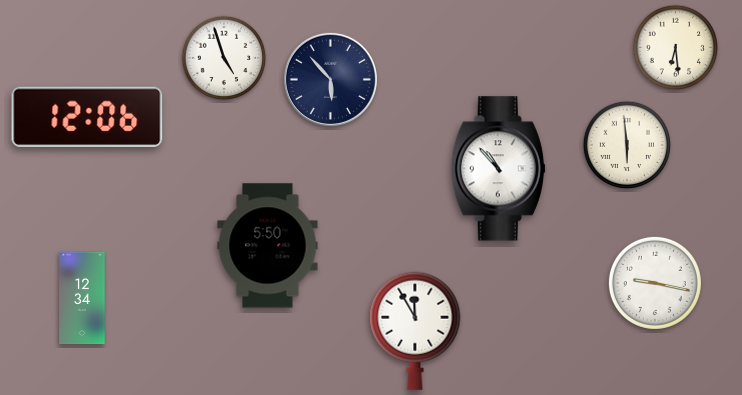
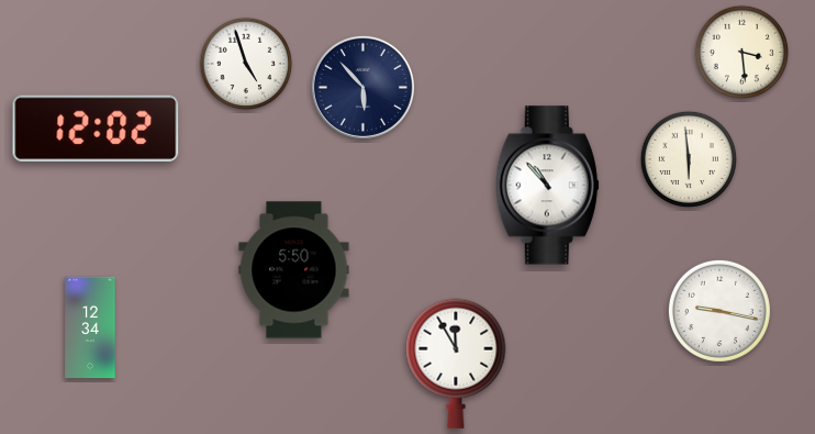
clock at (676, 48): 6:29 -> 3:29
clock at (87, 116): 12:06 -> 12:02
